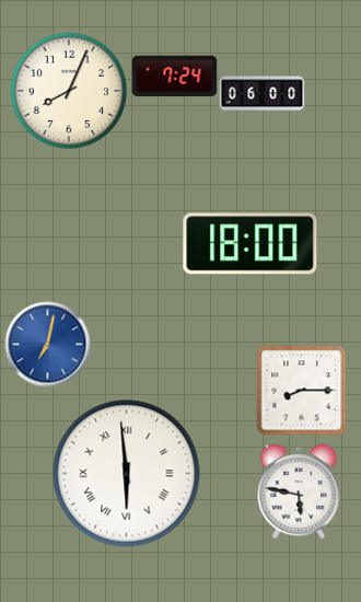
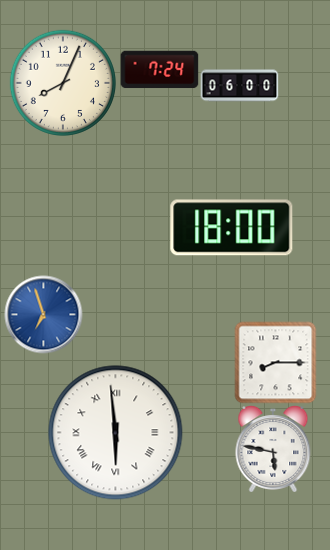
clock at (251, 244) position: (251, 244) -> (232, 228)
clock at (47, 344): 7:02 -> 6:57
clock at (301, 390) position: (301, 390) -> (275, 362)
